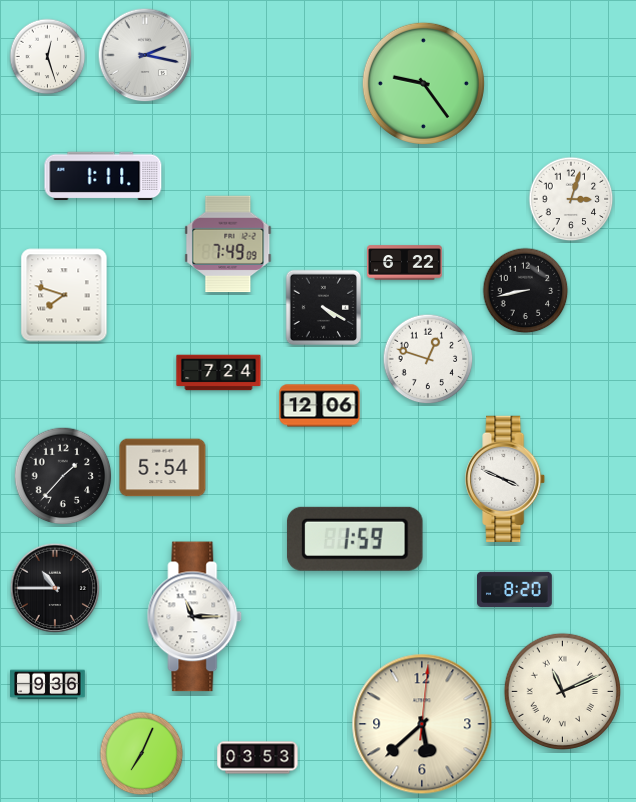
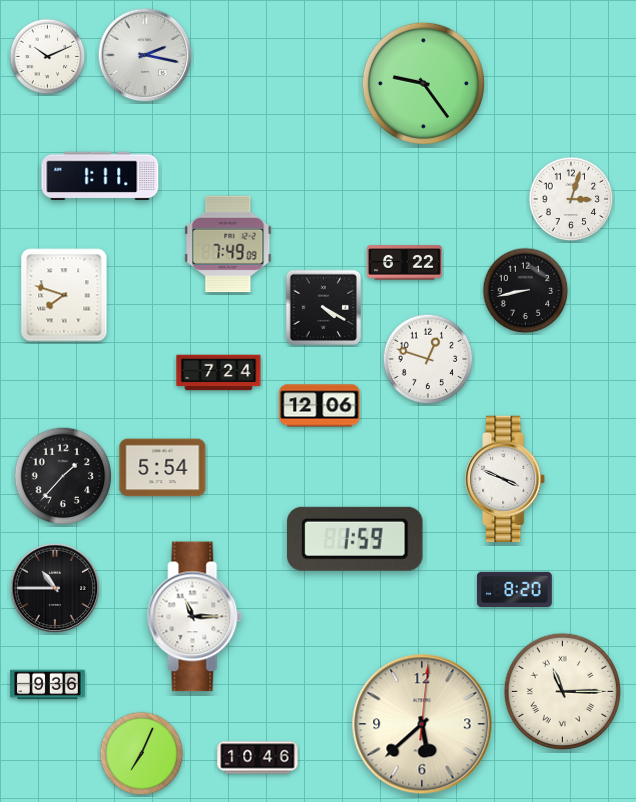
clock at (48, 57): 12:27 -> 10:11
clock at (103, 176) position: (103, 176) -> (100, 176)
clock at (562, 691): 11:11 -> 11:15
clock at (258, 758): 03:53 -> 10:46
